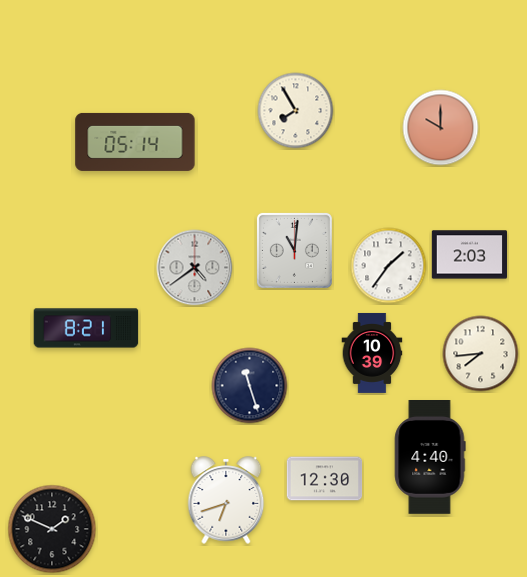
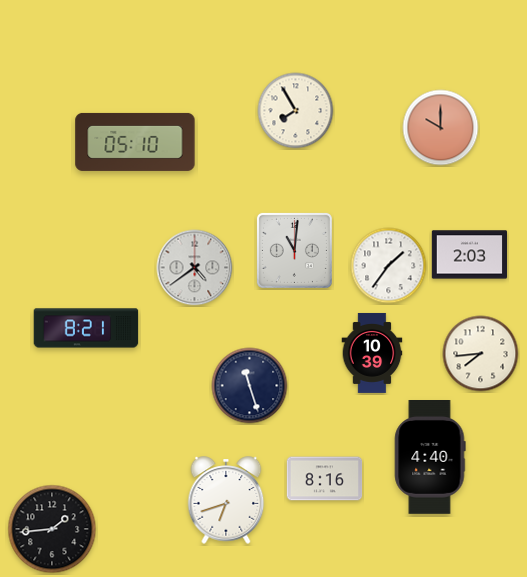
clock at (135, 142): 05:14 -> 05:10
clock at (325, 479): 12:30 -> 8:16
clock at (52, 529): 1:49 -> 1:44
